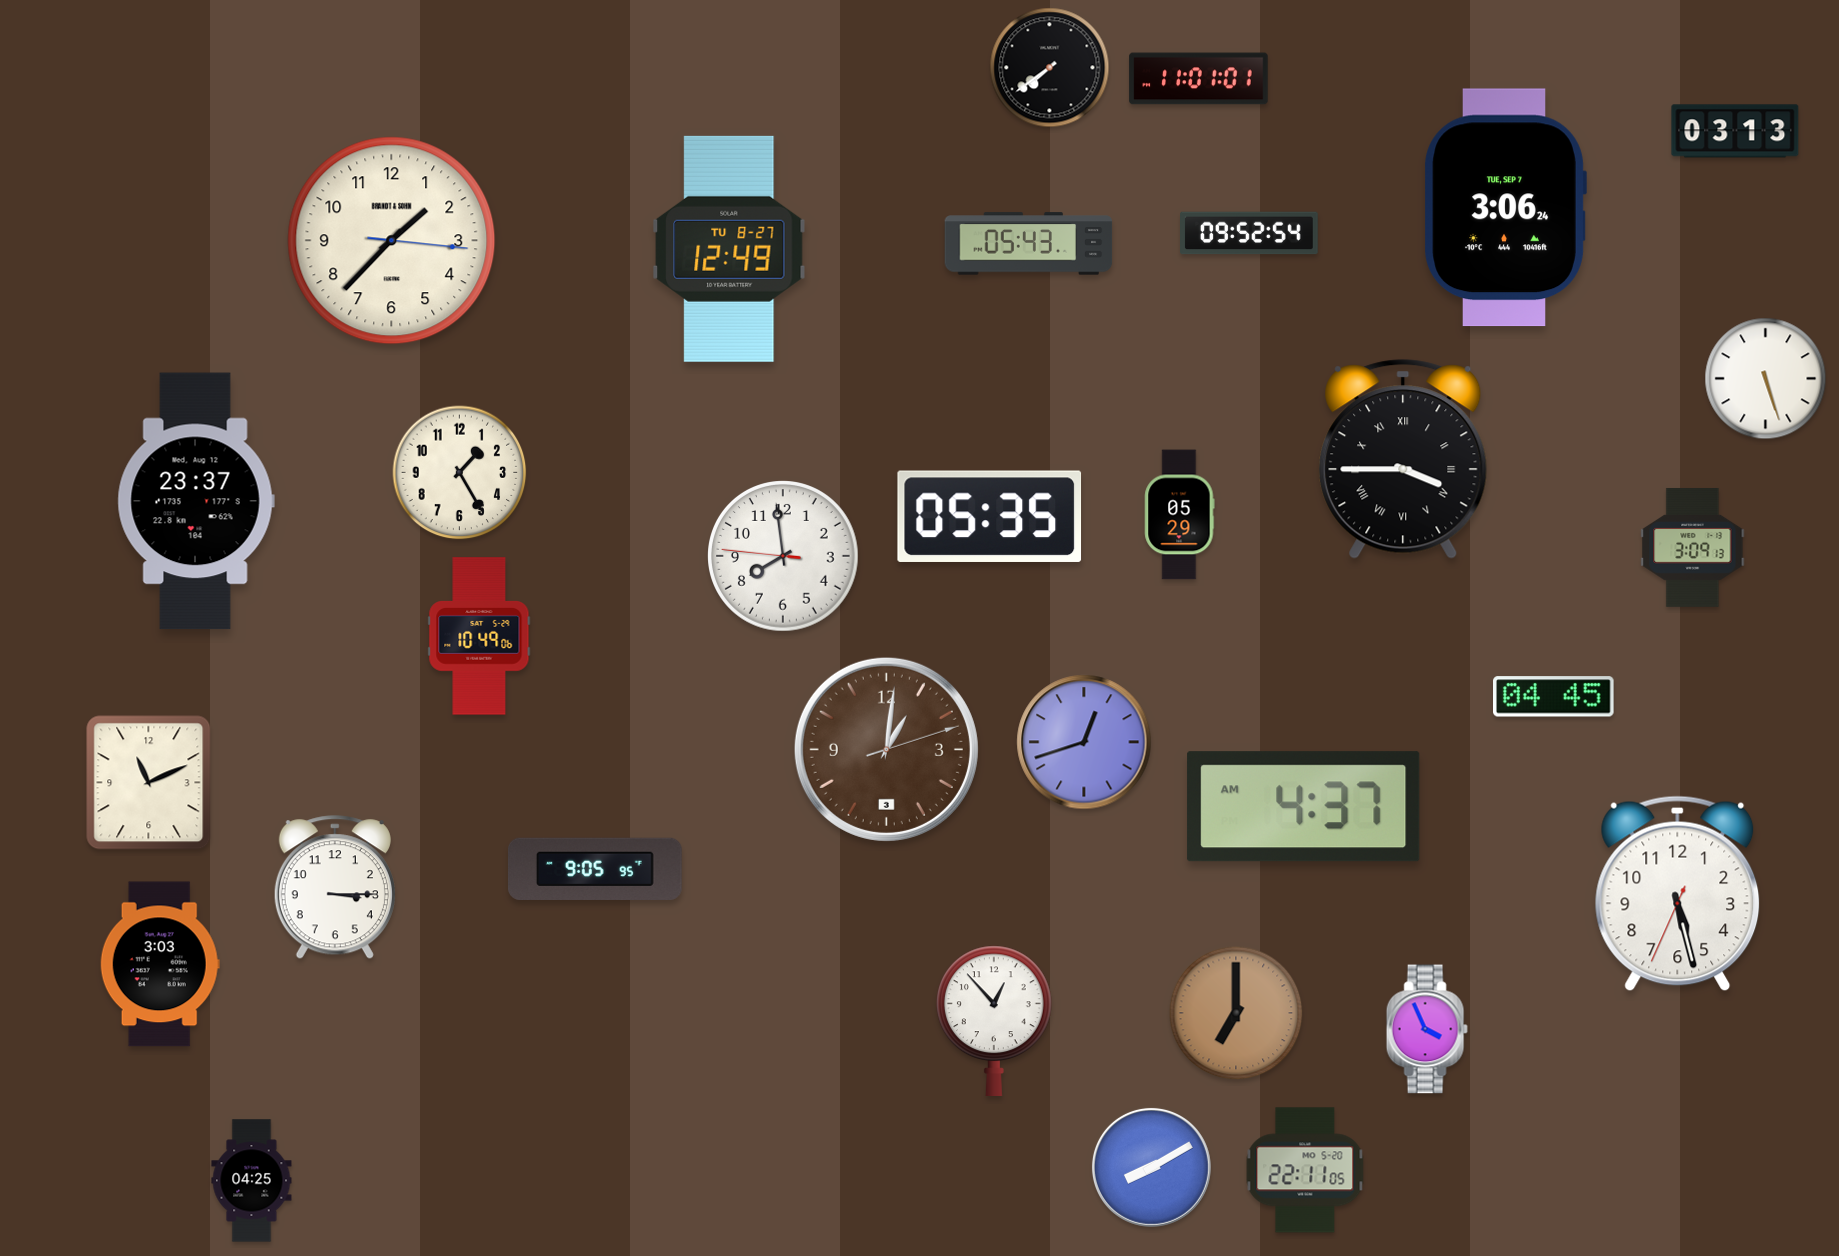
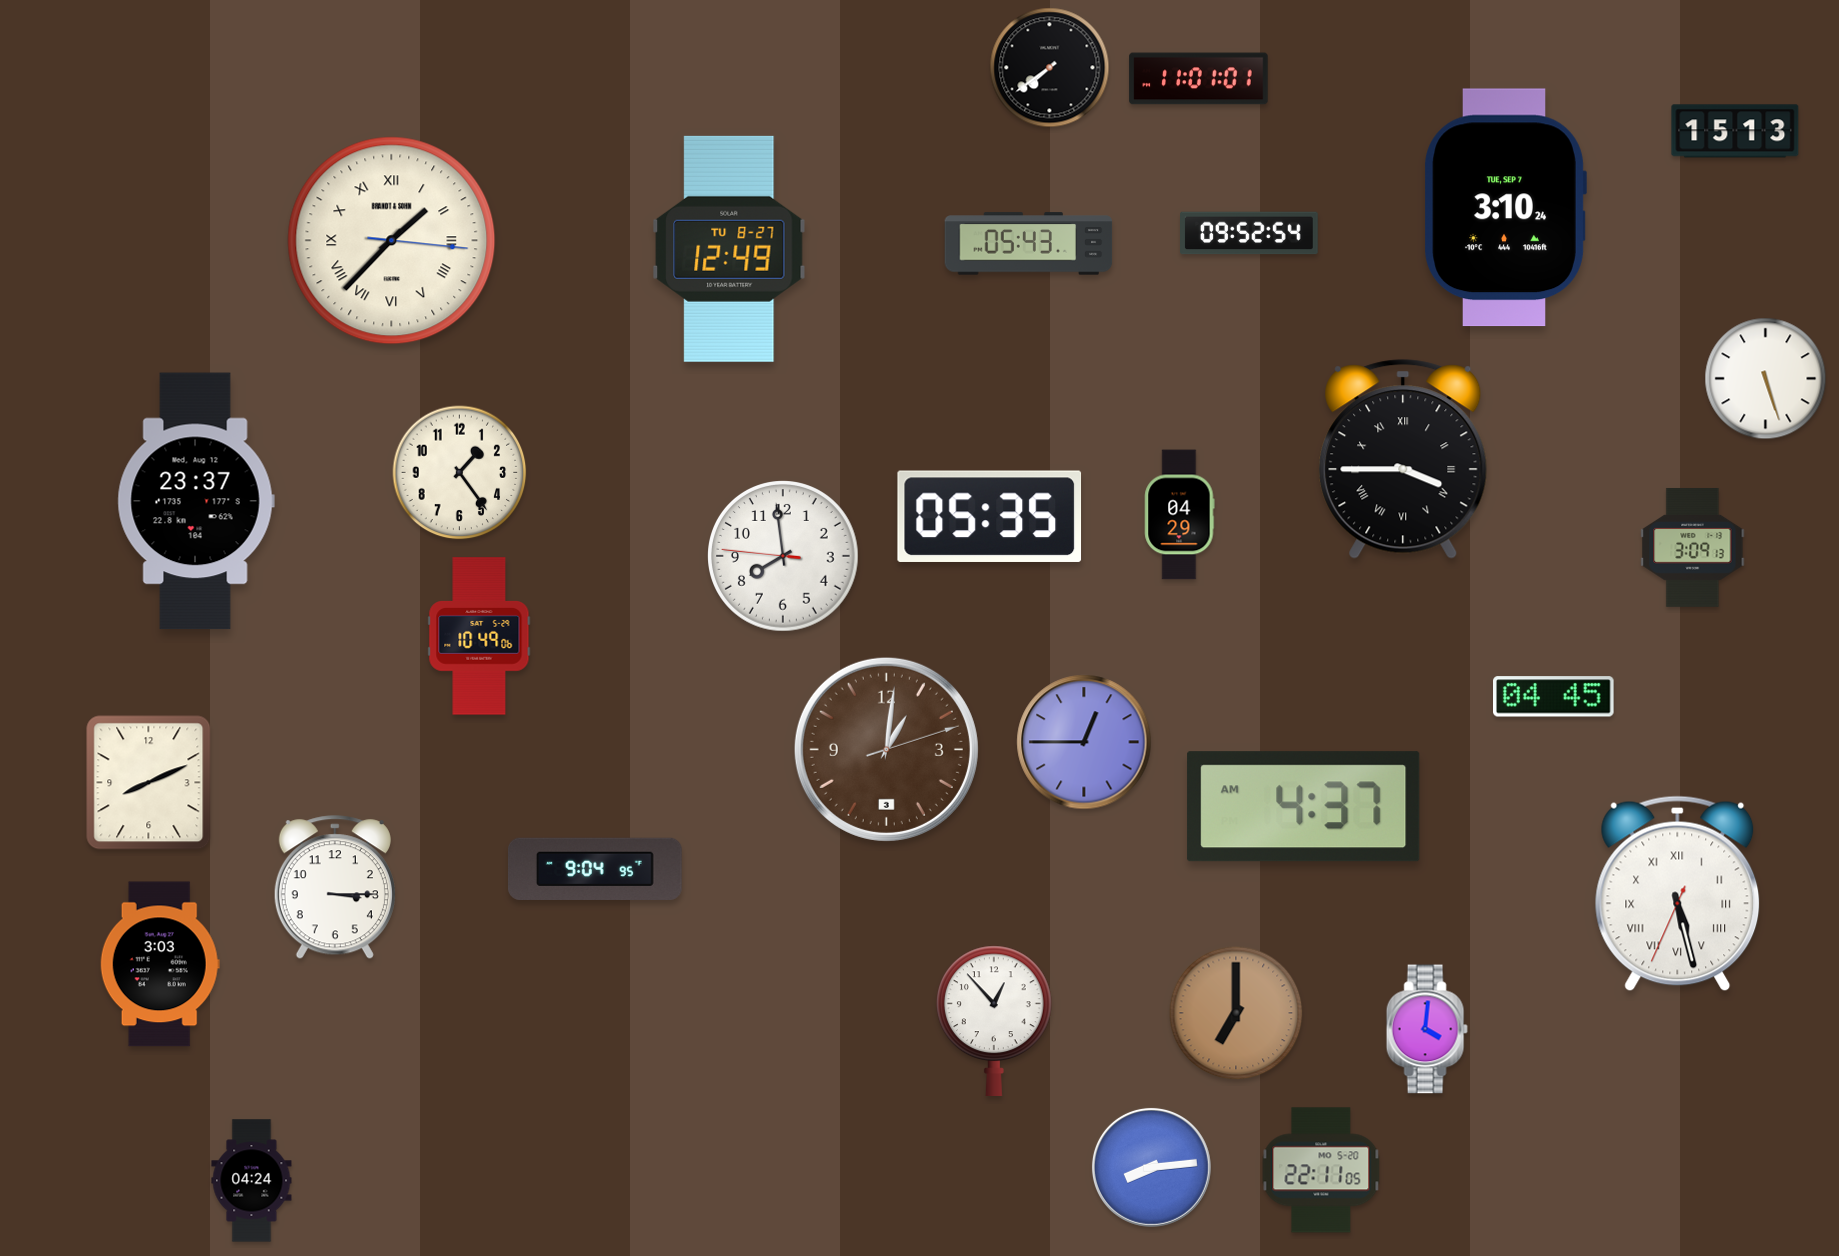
clock at (1735, 131): 03:13 -> 15:13
clock at (1505, 208): 3:06 -> 3:10
clock at (392, 241) numerals: Arabic -> Roman
clock at (460, 473): 1:25 -> 1:24
clock at (1180, 515): 05:29 -> 04:29
clock at (1084, 742): 12:42 -> 12:45
clock at (149, 783): 11:11 -> 8:11
clock at (595, 869): 9:05 -> 9:04
clock at (1678, 894) numerals: Arabic -> Roman
clock at (1427, 1029): 3:56 -> 4:01
clock at (1151, 1167): 8:10 -> 8:14
clock at (1305, 1170) position: (1305, 1170) -> (1321, 1170)
clock at (252, 1181): 04:25 -> 04:24
